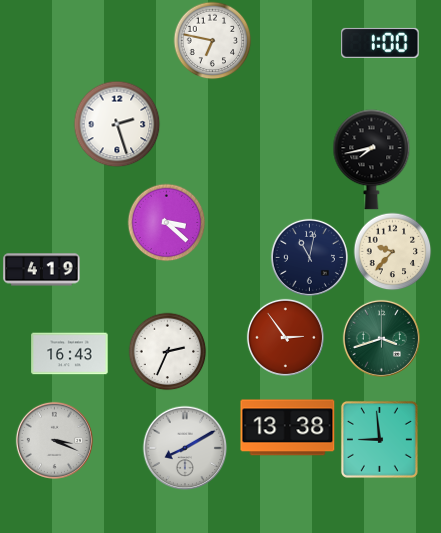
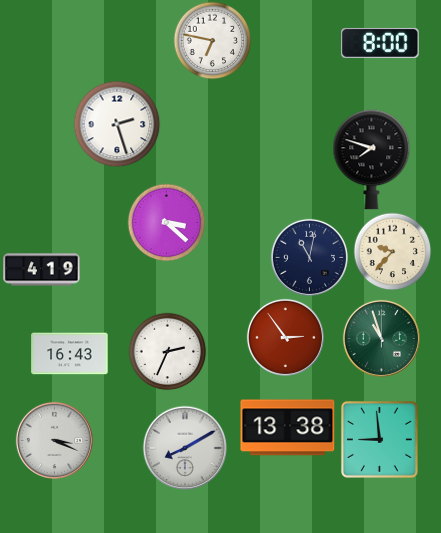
clock at (380, 43): 1:00 -> 8:00
clock at (372, 160): 7:43 -> 7:48
clock at (381, 338): 3:42 -> 10:57
